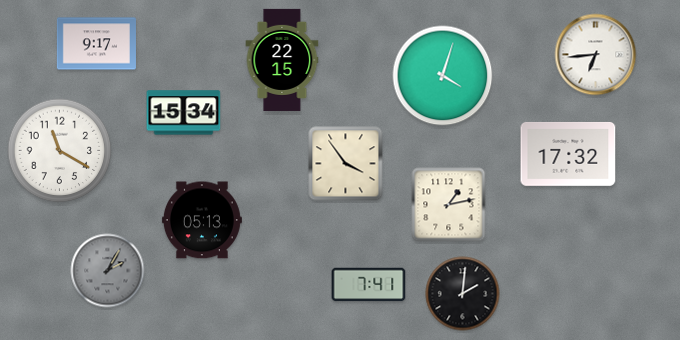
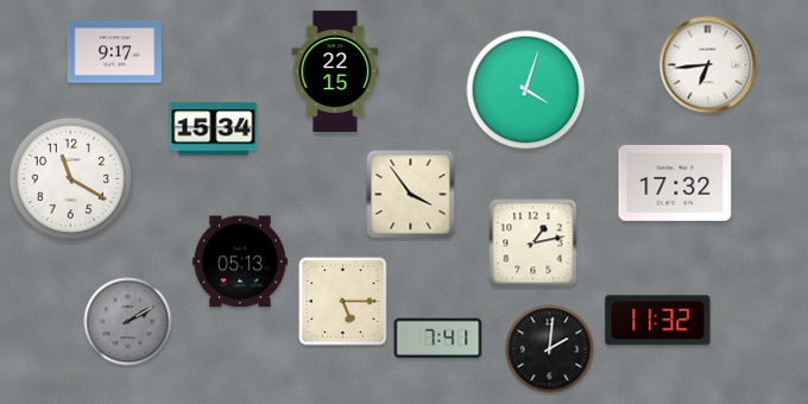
clock at (184, 113) position: (184, 113) -> (214, 130)
clock at (343, 302): none -> 5:15
clock at (658, 321): none -> 11:32
clock at (108, 271): 2:05 -> 2:10
